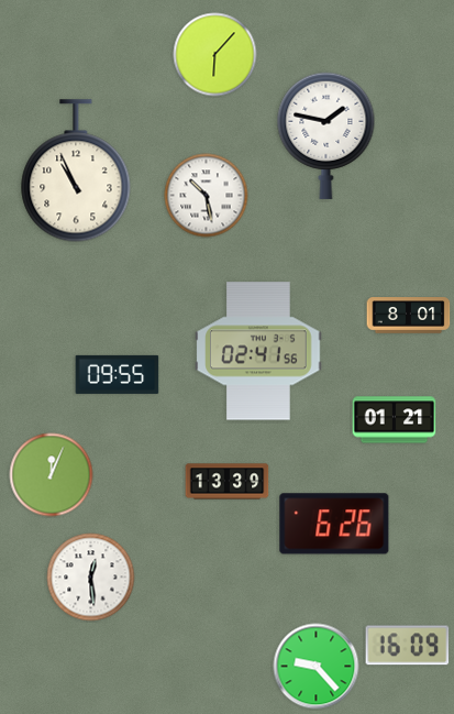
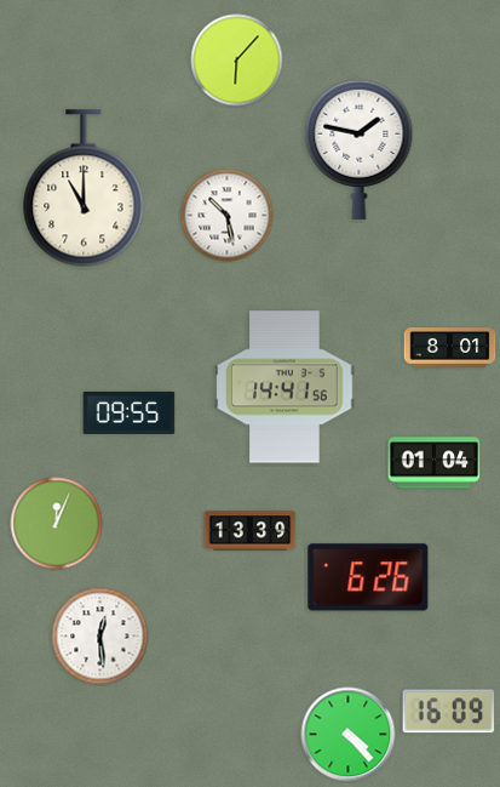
clock at (76, 171): 10:56 -> 11:00
clock at (258, 351): 02:41 -> 14:41
clock at (395, 420): 01:21 -> 01:04
clock at (317, 667): 9:23 -> 4:23
